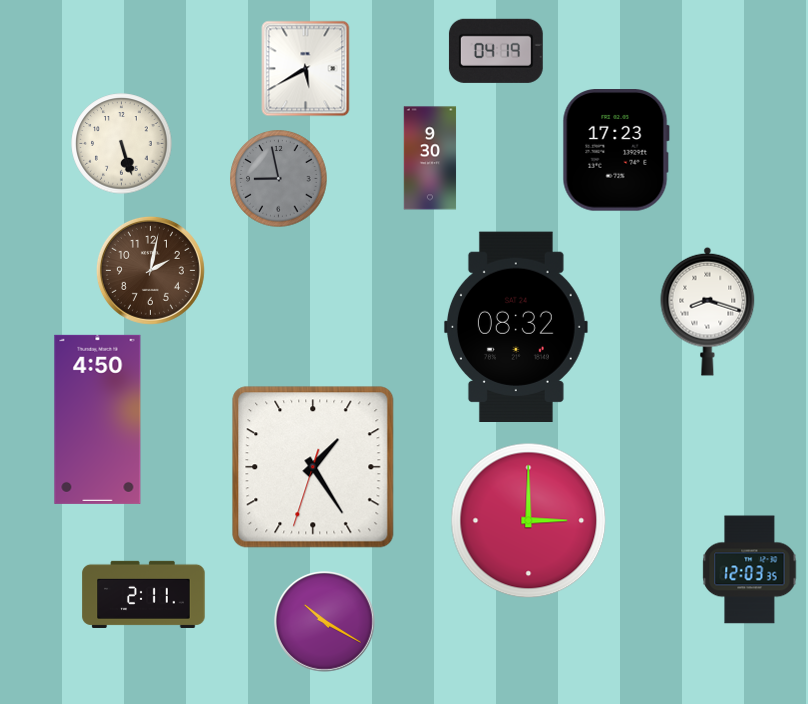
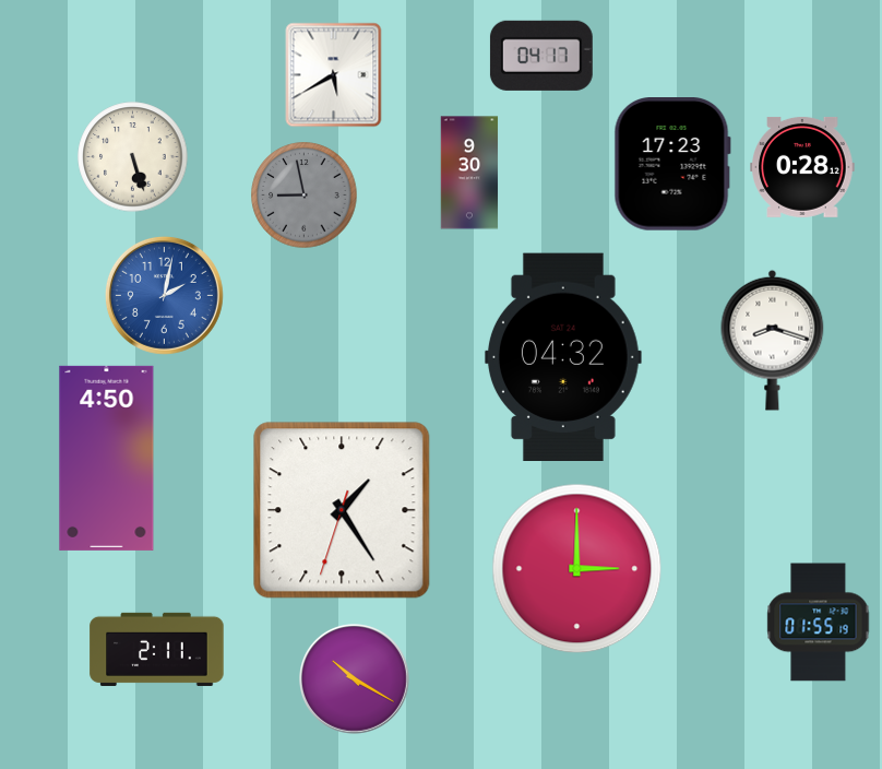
clock at (496, 51): 04:19 -> 04:17
clock at (802, 167): none -> 0:28
clock at (150, 270) dial: brown -> blue
clock at (516, 326): 08:32 -> 04:32
clock at (750, 570): 12:03 -> 01:55
